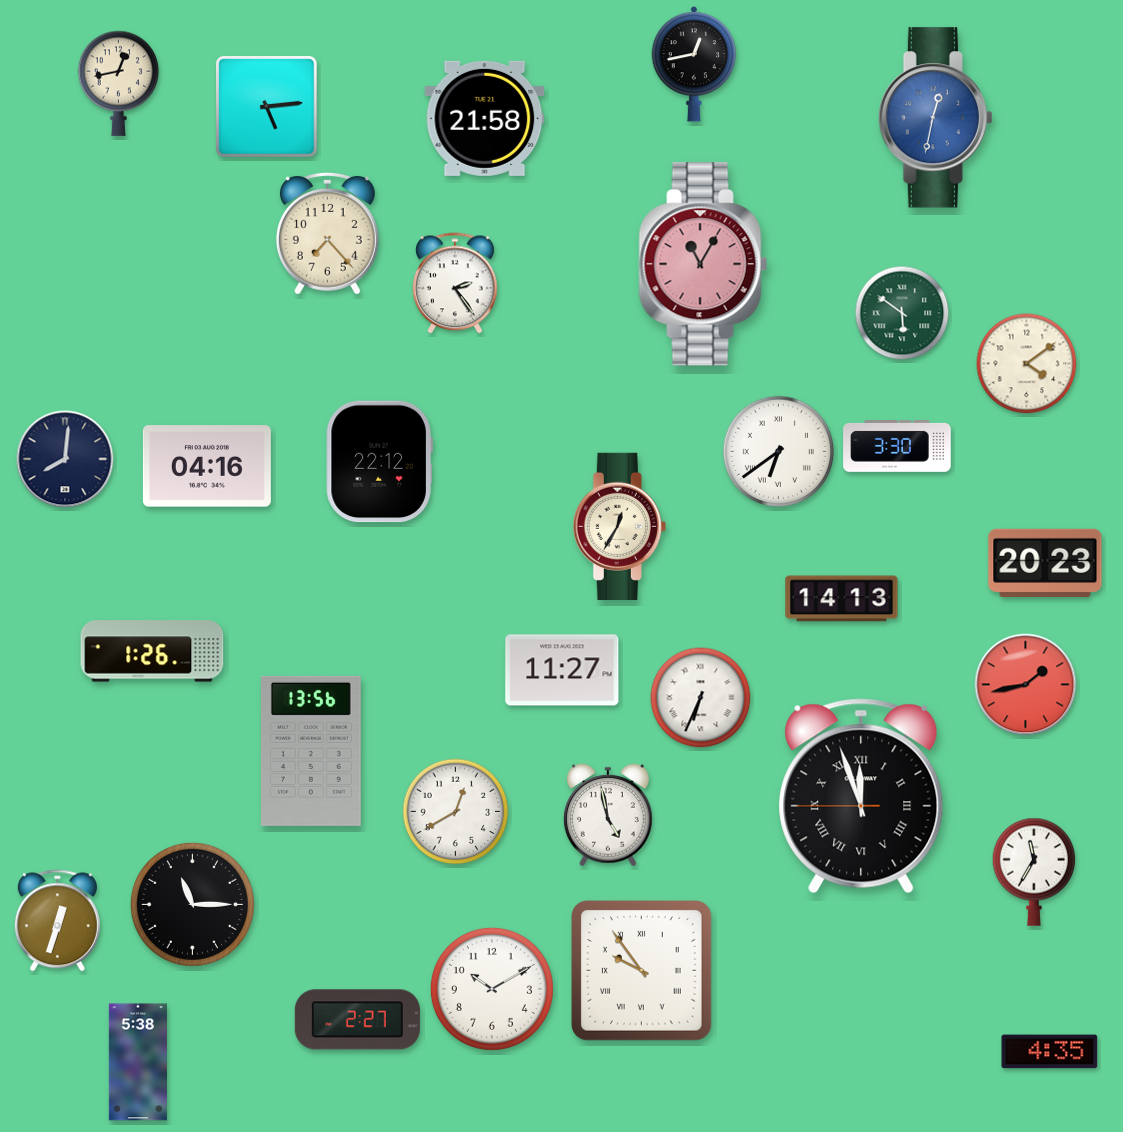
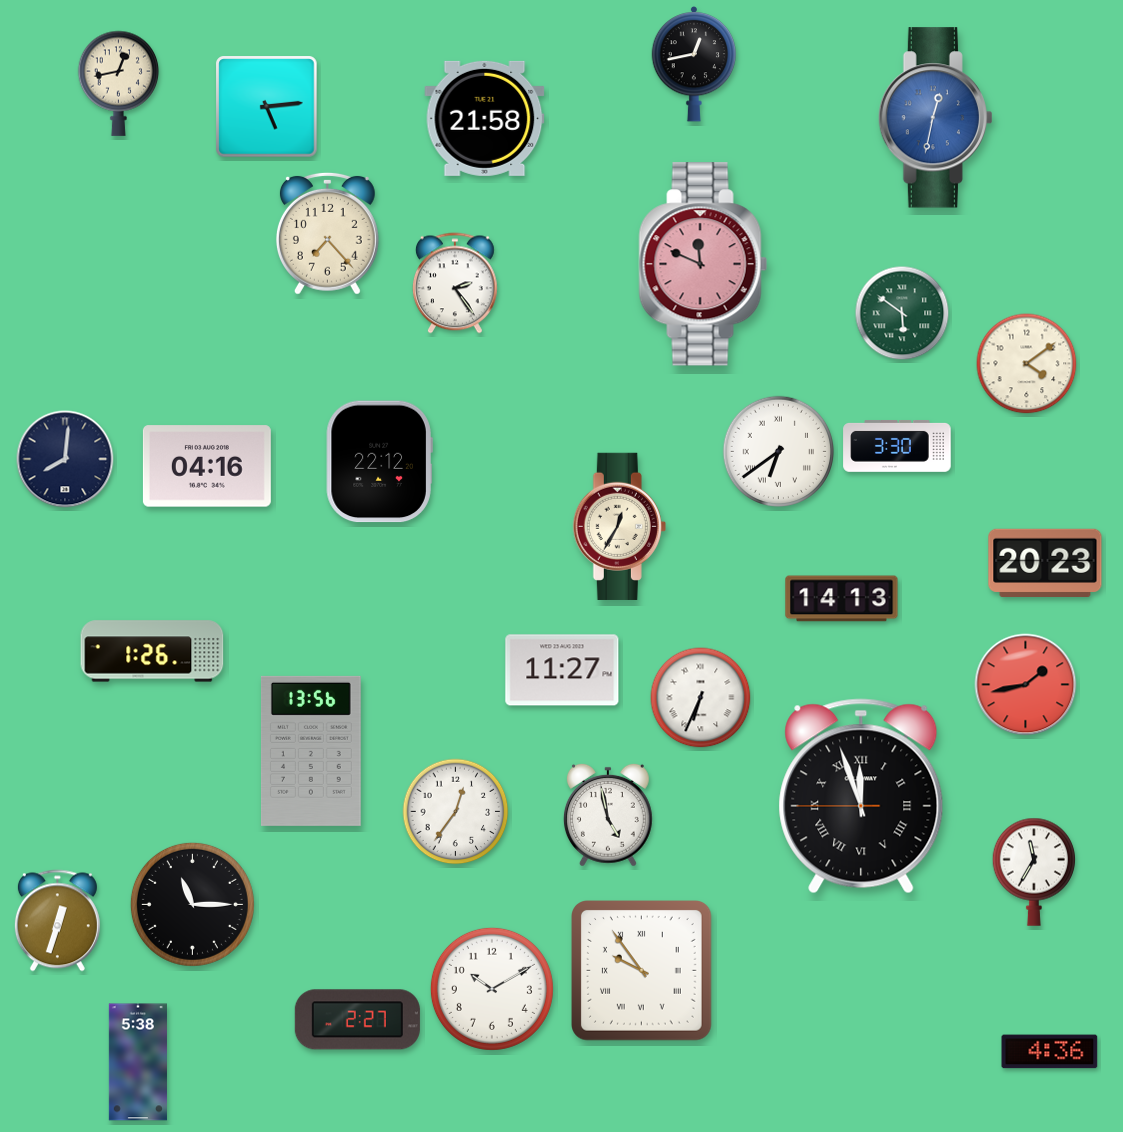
clock at (703, 264): 11:05 -> 11:49
clock at (456, 812): 12:40 -> 12:36
clock at (1050, 1052): 4:35 -> 4:36
